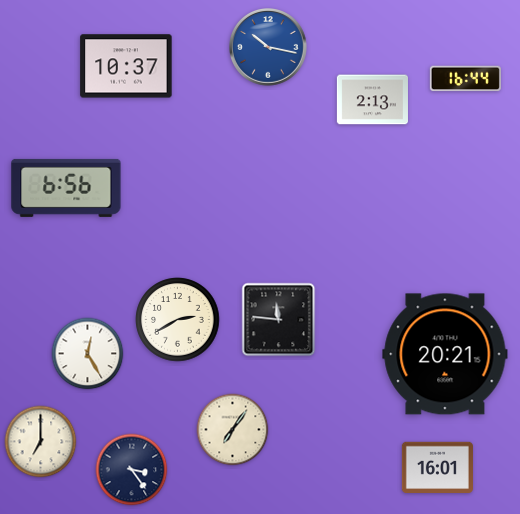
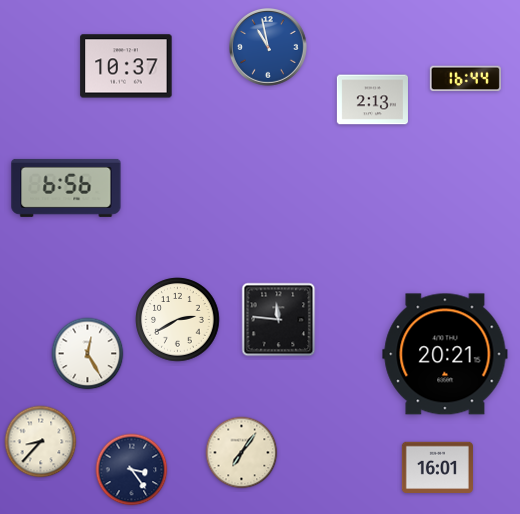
clock at (269, 48): 10:17 -> 10:58
clock at (233, 430) position: (233, 430) -> (242, 453)
clock at (41, 442): 7:00 -> 8:37
